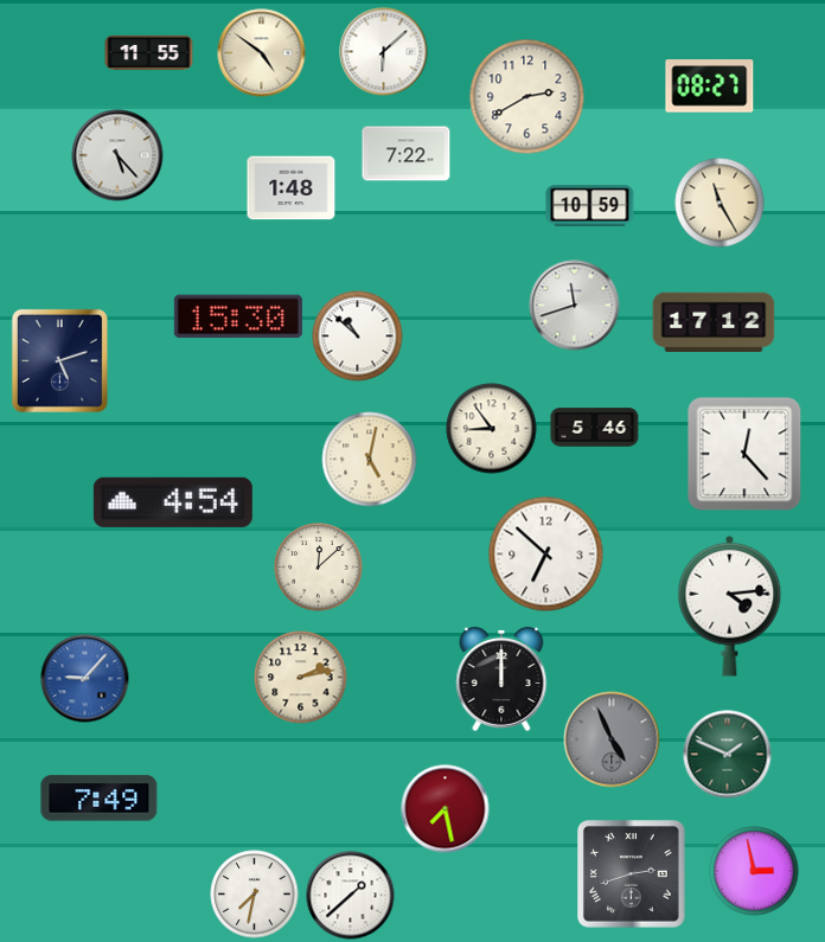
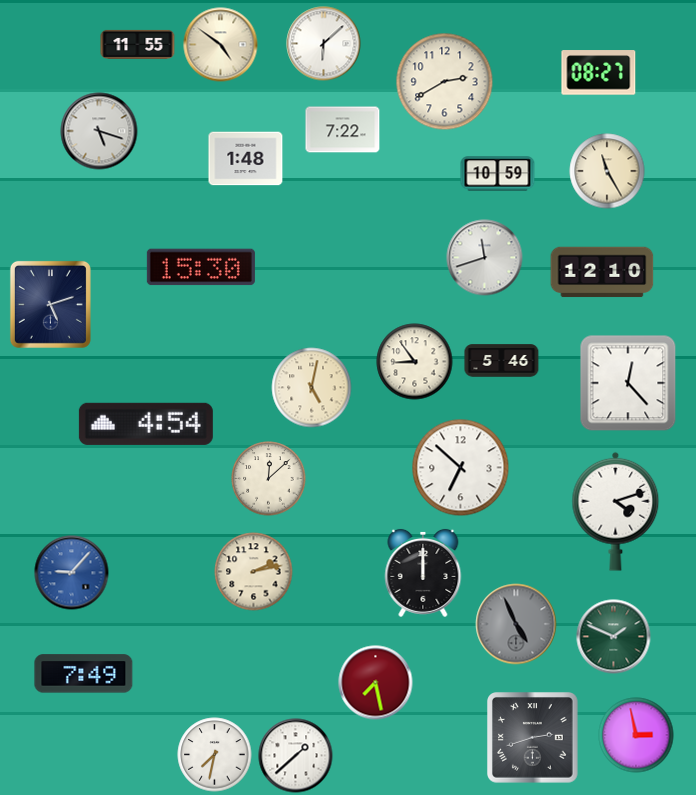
clock at (149, 52) position: (149, 52) -> (138, 44)
clock at (117, 155): 5:23 -> 5:18
clock at (714, 322): 17:12 -> 12:10
clock at (358, 337): 10:52 -> none
clock at (730, 605): 4:14 -> 4:12
